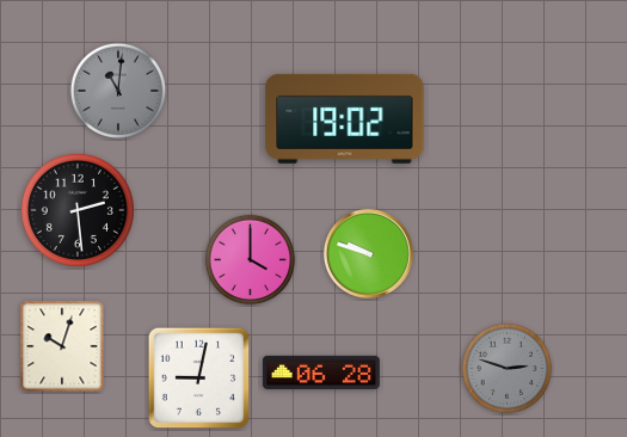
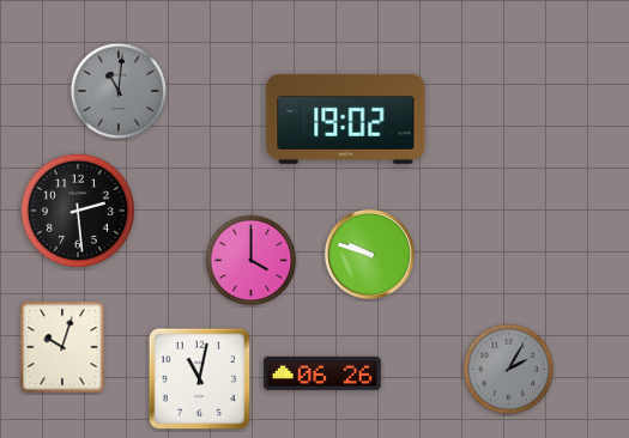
clock at (508, 369): 2:48 -> 2:05
clock at (321, 373): 06:28 -> 06:26
clock at (199, 378): 9:02 -> 11:02
